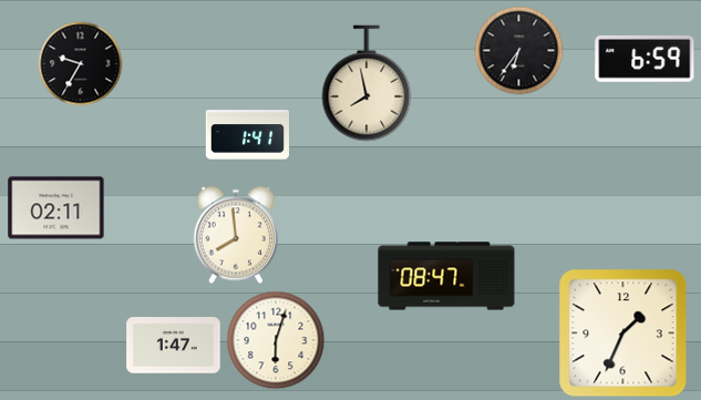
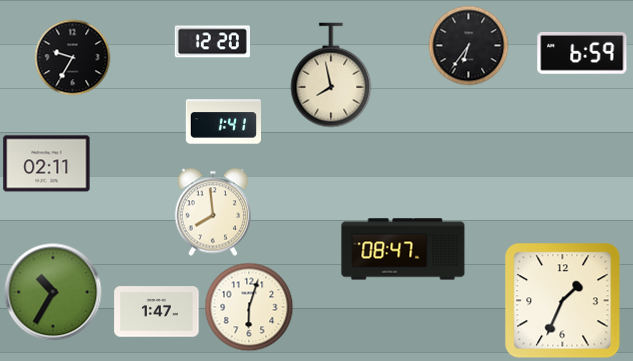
clock at (212, 42): none -> 12:20
clock at (56, 208) position: (56, 208) -> (47, 164)
clock at (53, 292): none -> 10:35
